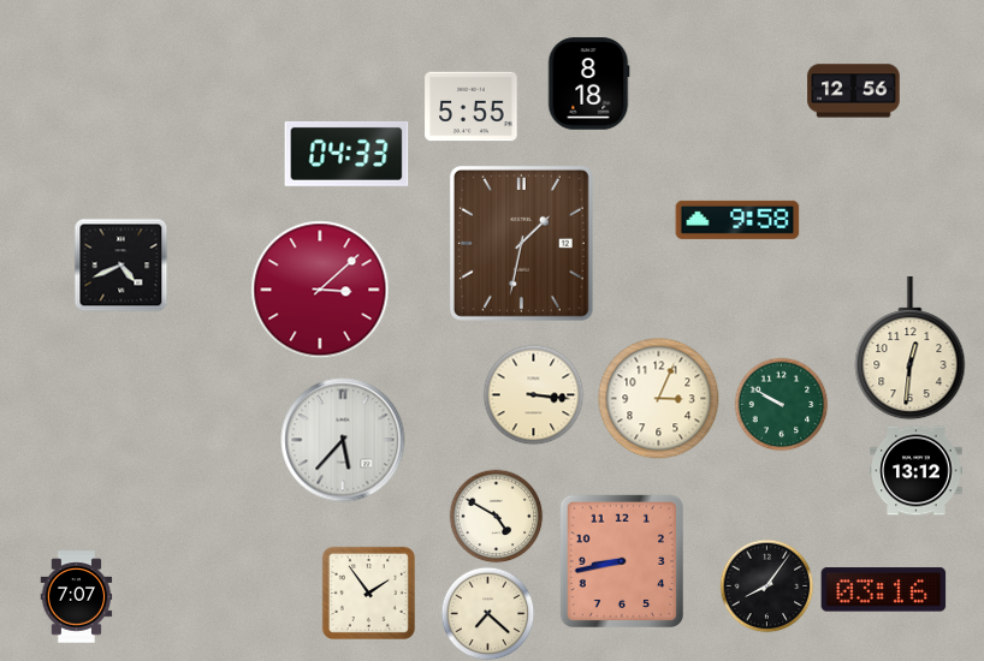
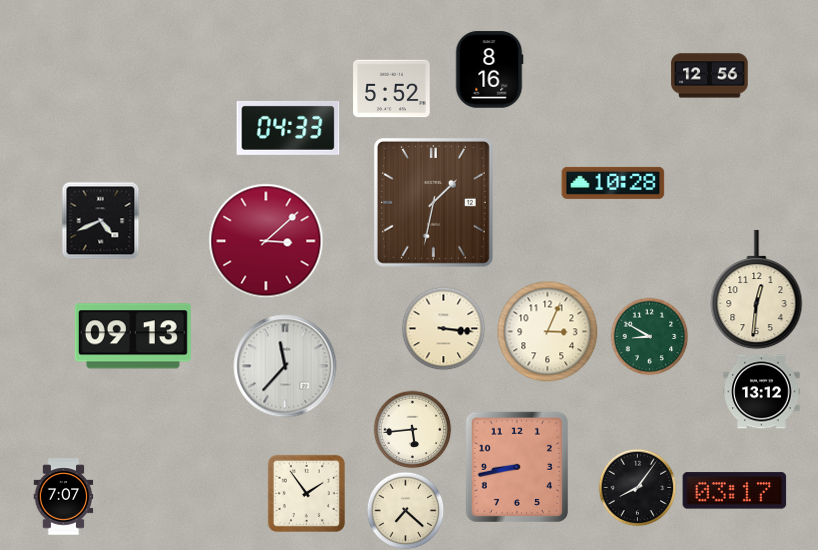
clock at (588, 84): 8:18 -> 8:16
clock at (472, 107): 5:55 -> 5:52
clock at (737, 220): 9:58 -> 10:28
clock at (133, 336): none -> 09:13
clock at (781, 404): 9:50 -> 8:50
clock at (343, 440): 5:37 -> 11:37
clock at (496, 516): 4:50 -> 5:44
clock at (884, 590): 03:16 -> 03:17
